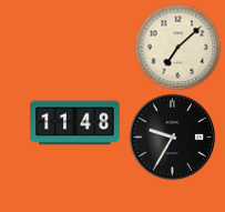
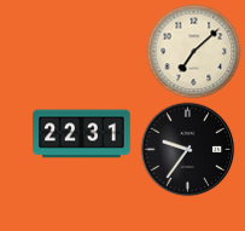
clock at (75, 123): 11:48 -> 22:31
clock at (172, 137): 9:35 -> 9:36
